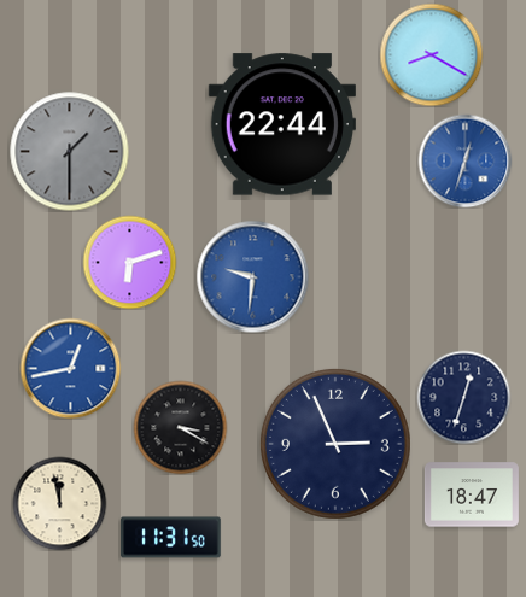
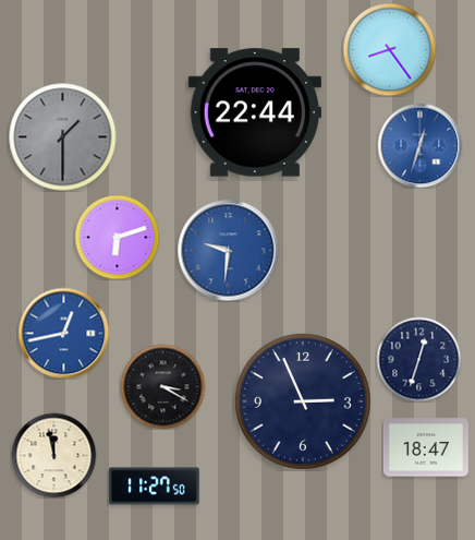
clock at (431, 54): 8:20 -> 8:24
clock at (171, 538): 11:31 -> 11:27
